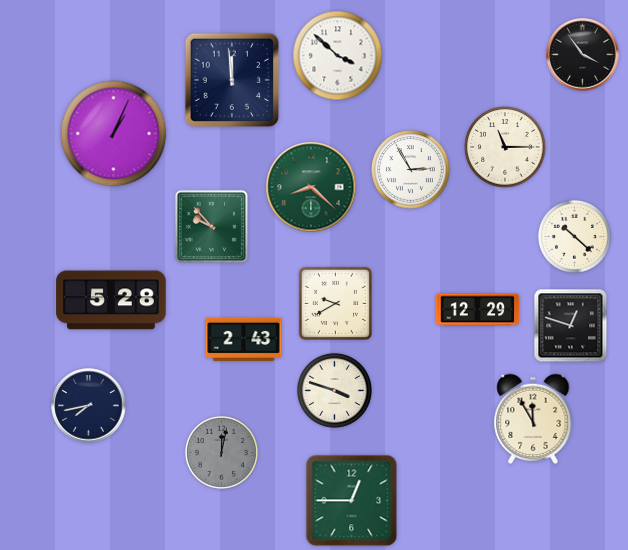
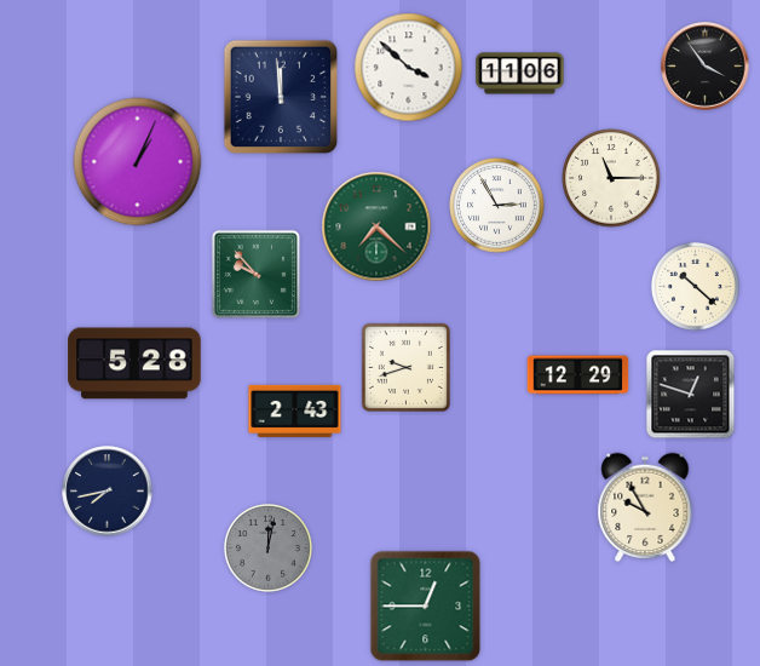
clock at (520, 74): none -> 11:06
clock at (311, 187): 8:22 -> 7:22
clock at (335, 303): 9:40 -> 9:42
clock at (334, 390): 3:48 -> none
clock at (533, 418): 11:55 -> 9:55
